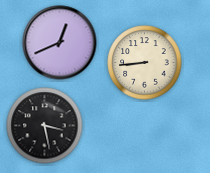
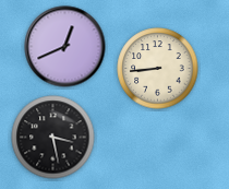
clock at (45, 126) position: (45, 126) -> (53, 138)
